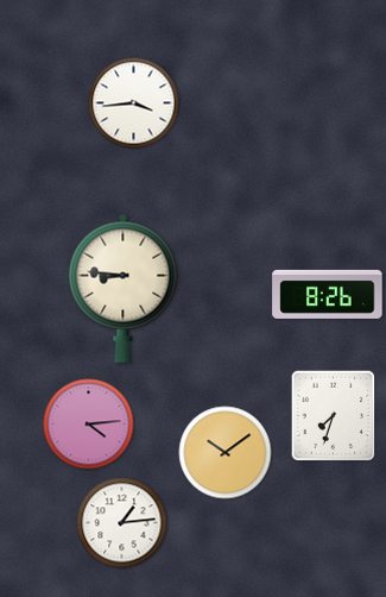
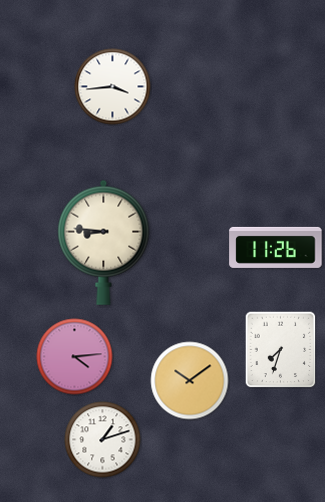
clock at (328, 294): 8:26 -> 11:26
clock at (122, 523): 1:14 -> 1:12
